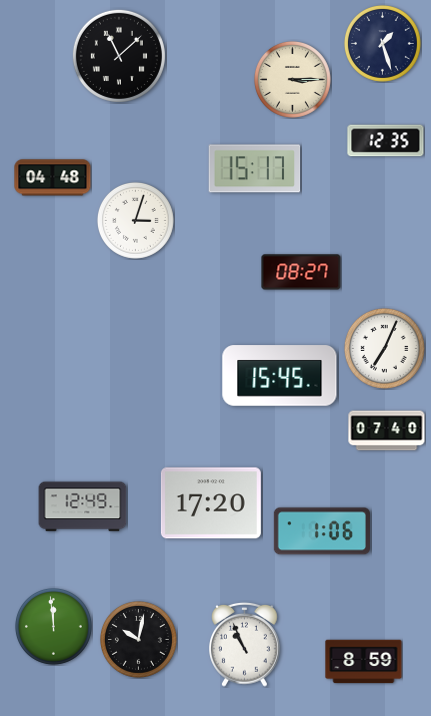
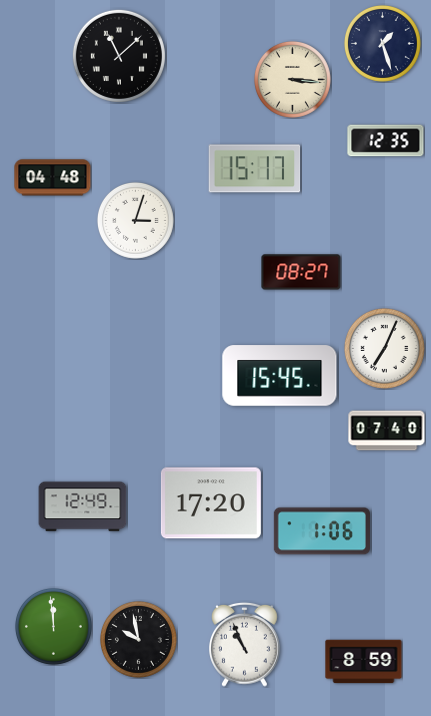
clock at (292, 79): 3:15 -> 3:16
clock at (138, 639): 10:02 -> 9:58
